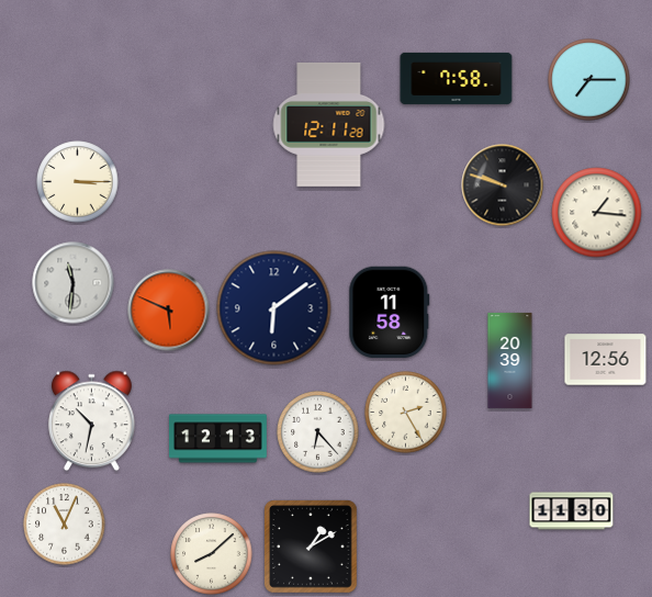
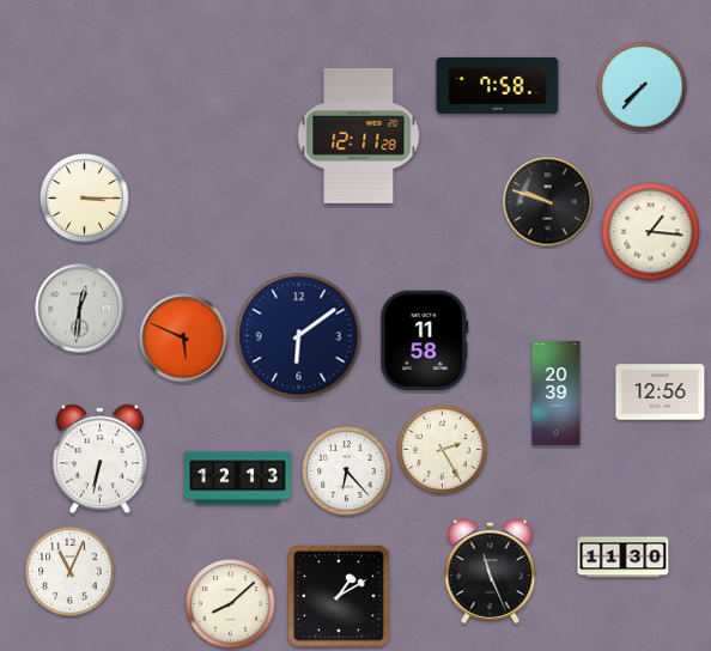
clock at (589, 80): 7:15 -> 7:37
clock at (74, 283): 11:31 -> 12:31
clock at (91, 421): 10:32 -> 6:32
clock at (491, 571): none -> 11:26
